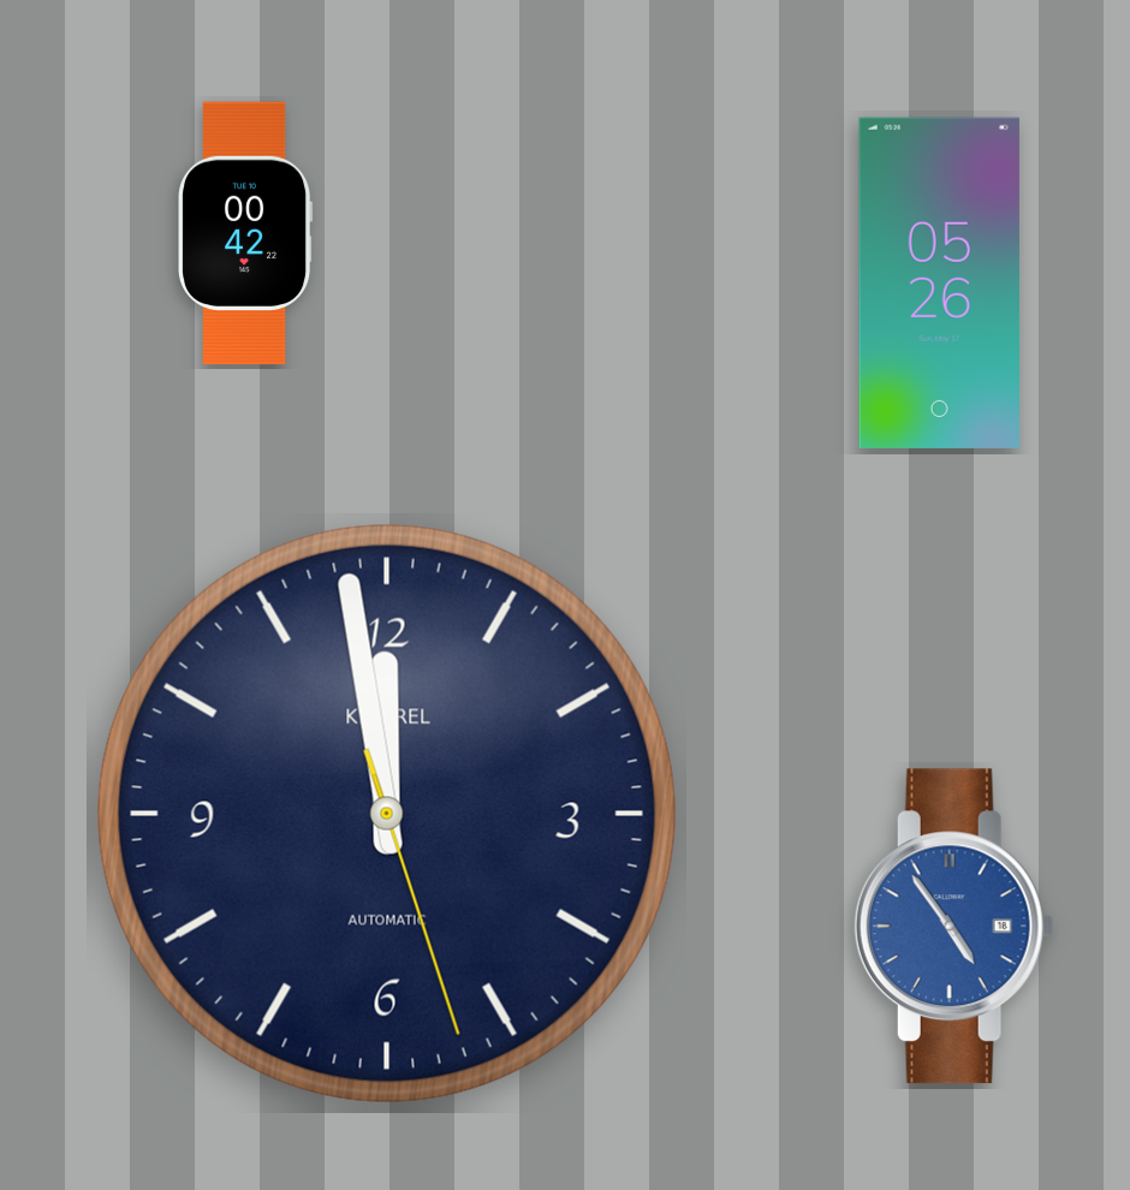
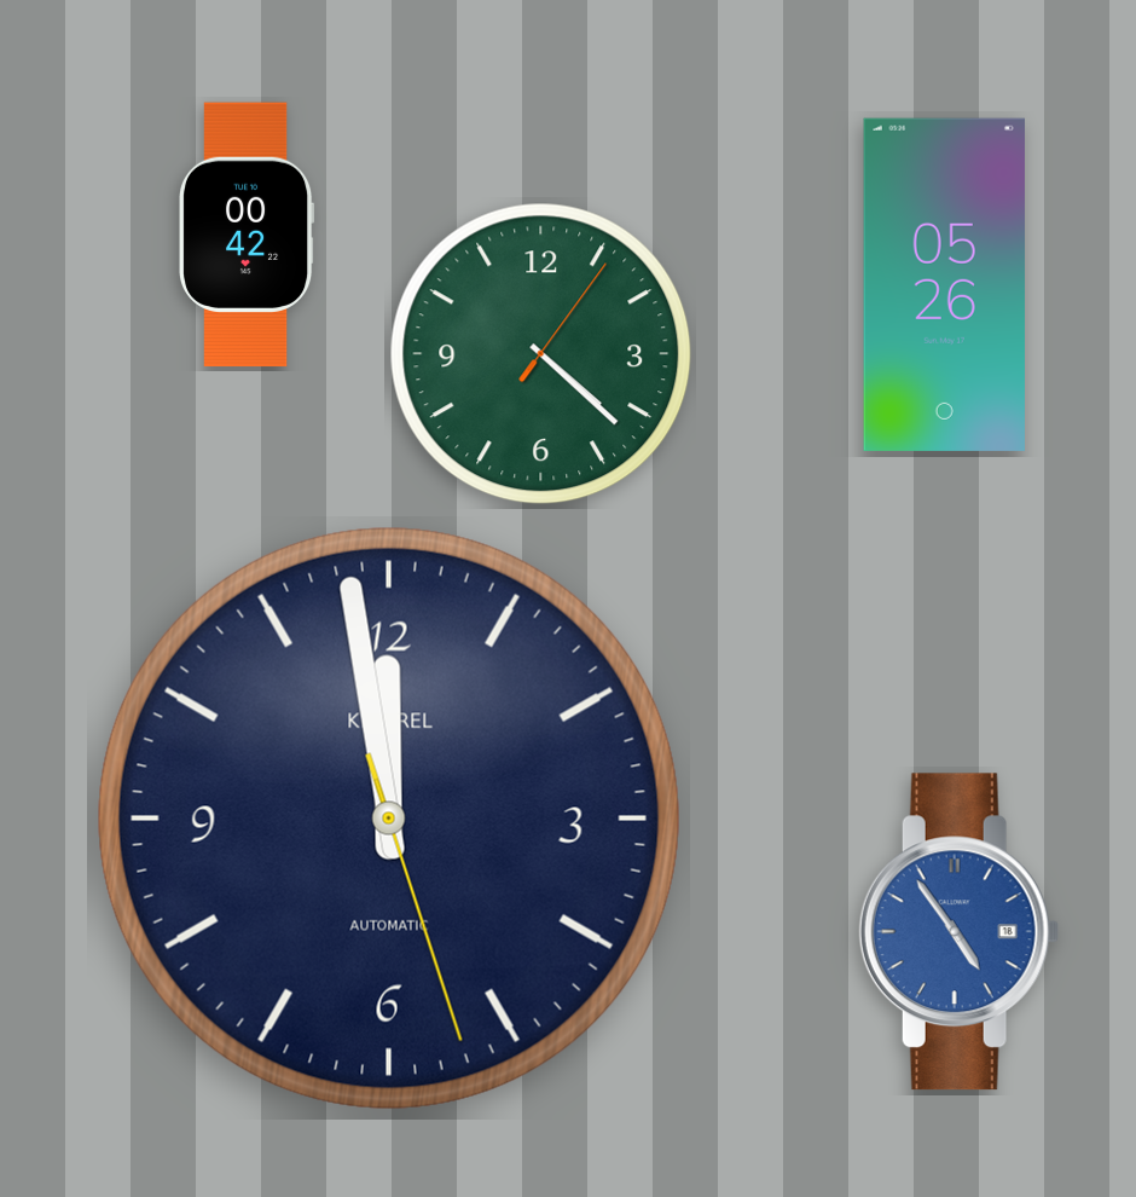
clock at (541, 354): none -> 4:22
